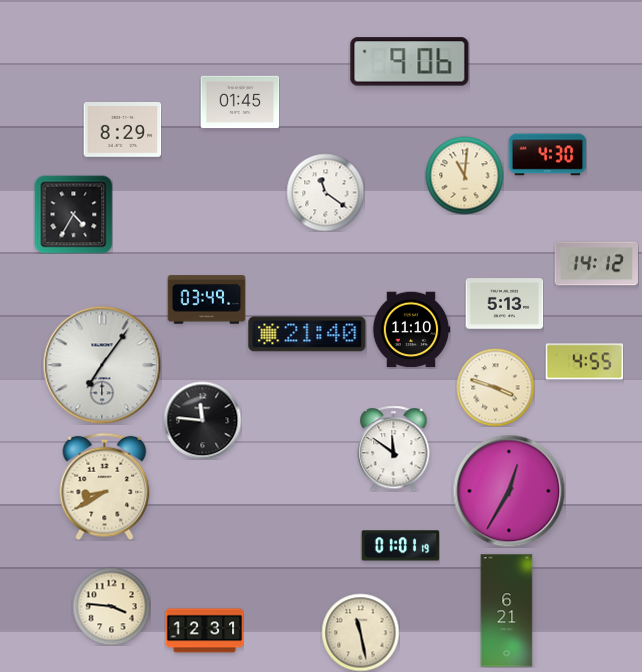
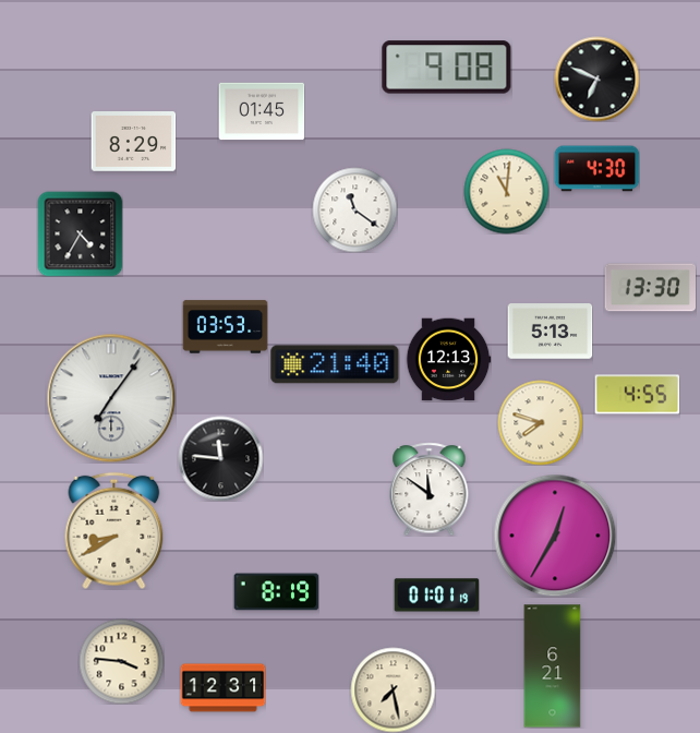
clock at (410, 62): 9:06 -> 9:08
clock at (596, 79): none -> 6:49
clock at (596, 264): 14:12 -> 13:30
clock at (206, 300): 03:49 -> 03:53
clock at (411, 330): 11:10 -> 12:13
clock at (495, 387): 3:48 -> 7:48
clock at (276, 592): none -> 8:19
clock at (360, 632): 11:28 -> 7:28
